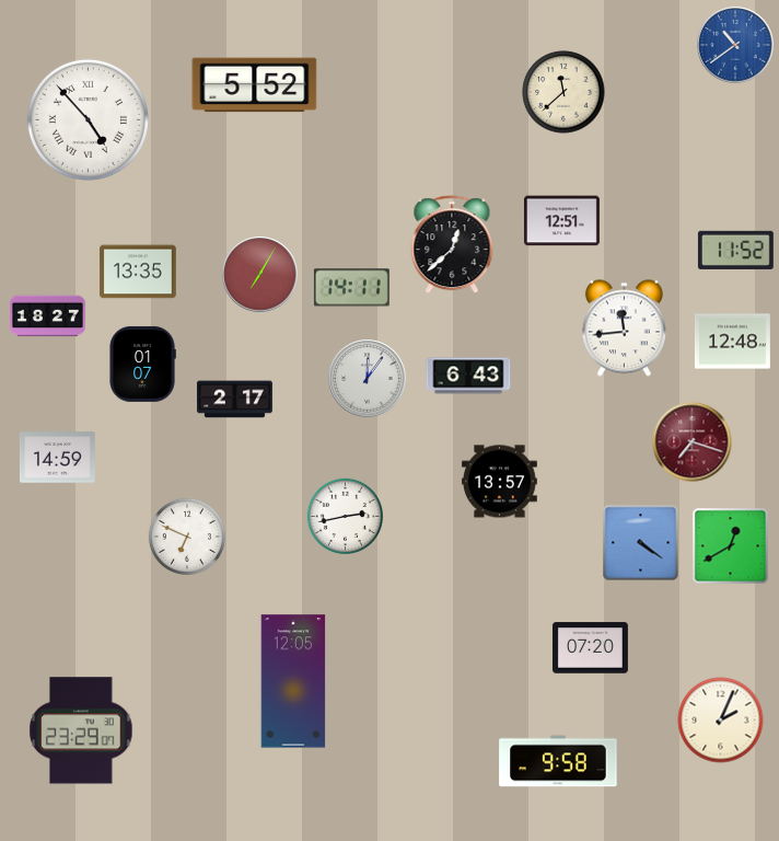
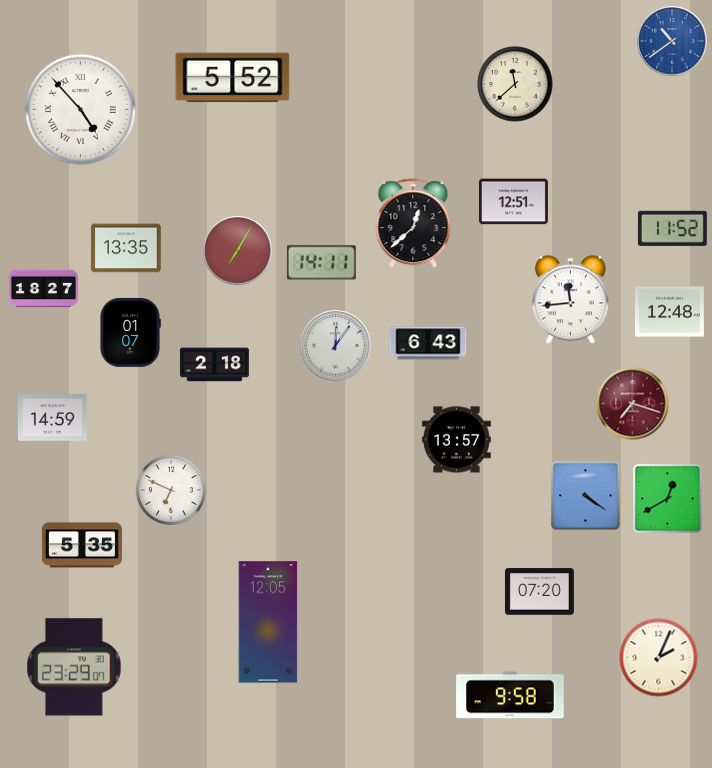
clock at (234, 400): 2:17 -> 2:18
clock at (345, 516): 2:43 -> none
clock at (82, 545): none -> 5:35
